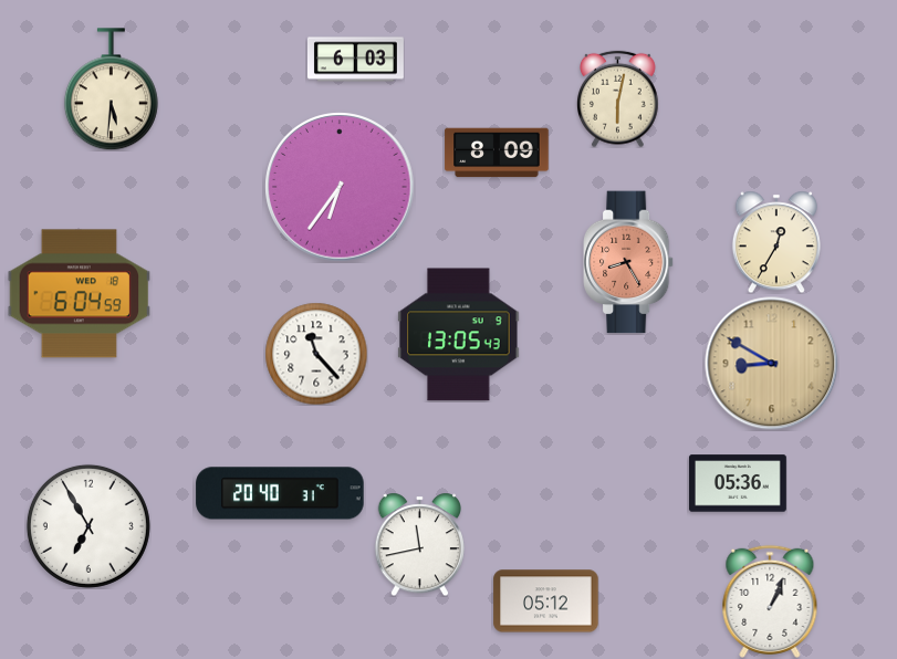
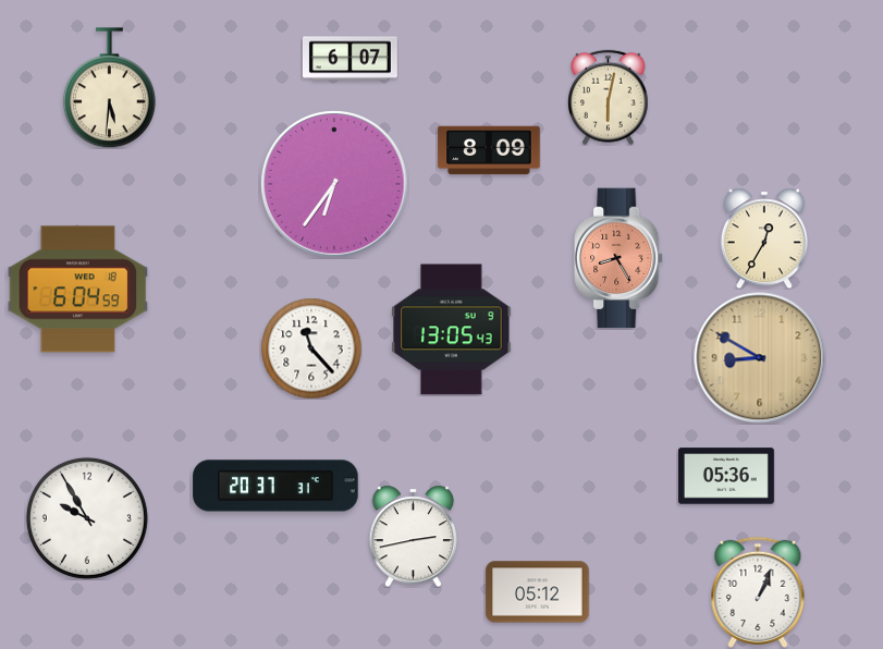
clock at (355, 60): 6:03 -> 6:07
clock at (280, 493): 20:40 -> 20:37
clock at (88, 526): 6:55 -> 9:55
clock at (419, 544): 11:43 -> 2:43
